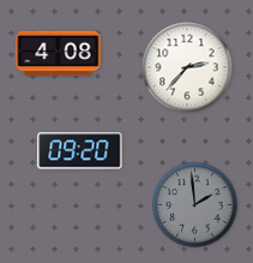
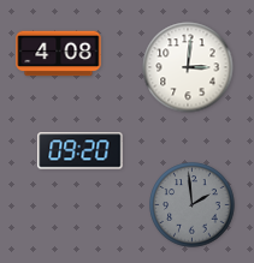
clock at (187, 67): 2:37 -> 3:01
clock at (195, 205) position: (195, 205) -> (193, 205)
